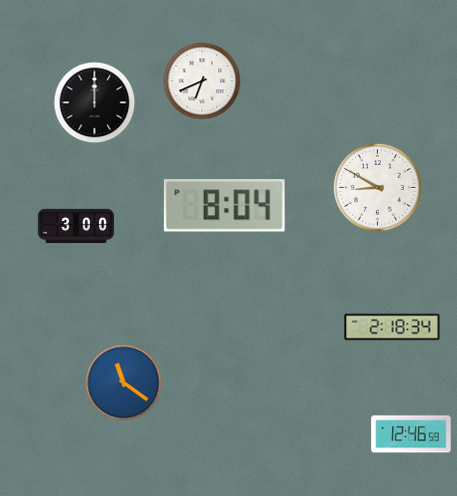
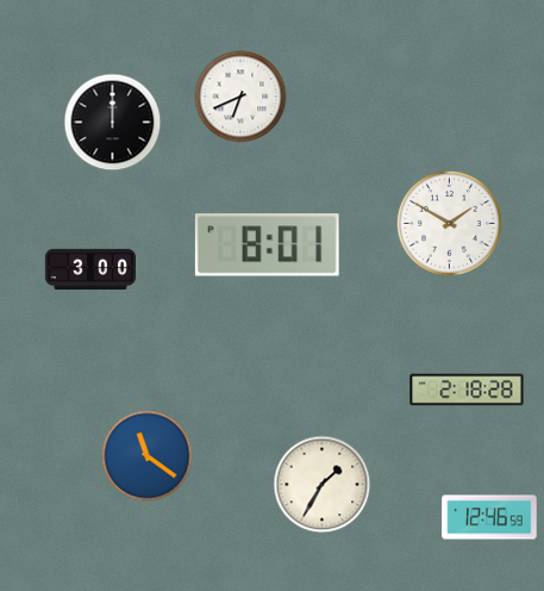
clock at (377, 187): 8:50 -> 1:50
clock at (224, 206): 8:04 -> 8:01
clock at (392, 327): 2:18:34 -> 2:18:28
clock at (323, 485): none -> 1:35
